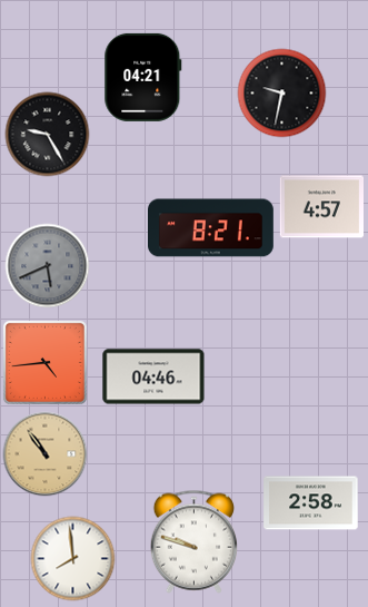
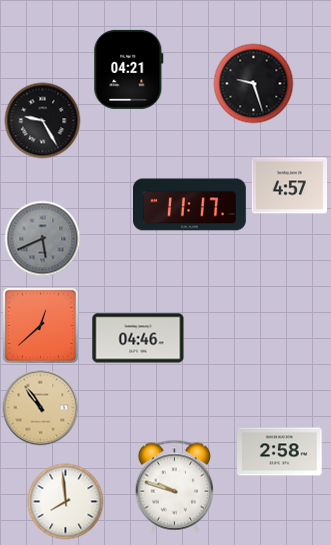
clock at (282, 94): 9:32 -> 9:27
clock at (211, 228): 8:21 -> 11:17
clock at (44, 362): 4:44 -> 12:38
